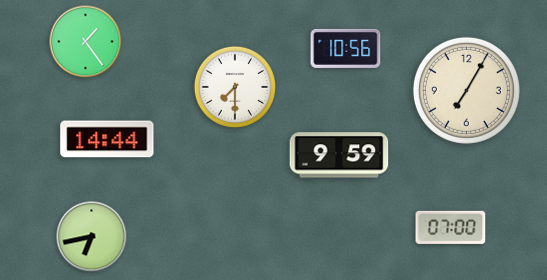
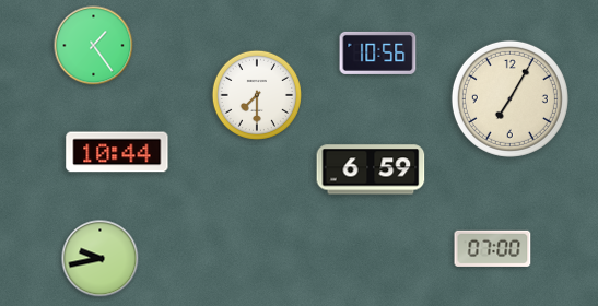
clock at (107, 139): 14:44 -> 10:44
clock at (339, 155): 9:59 -> 6:59
clock at (92, 237): 6:43 -> 9:43
